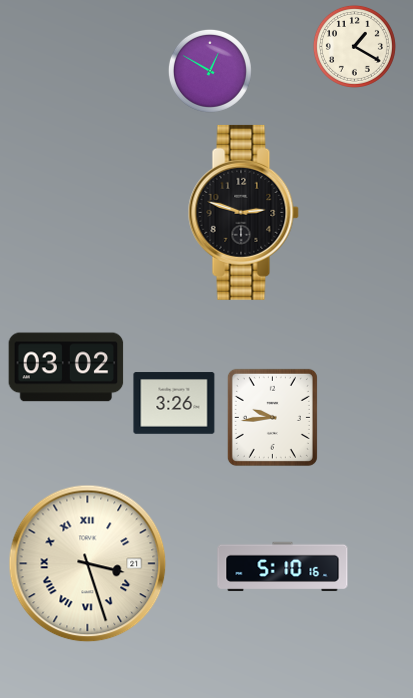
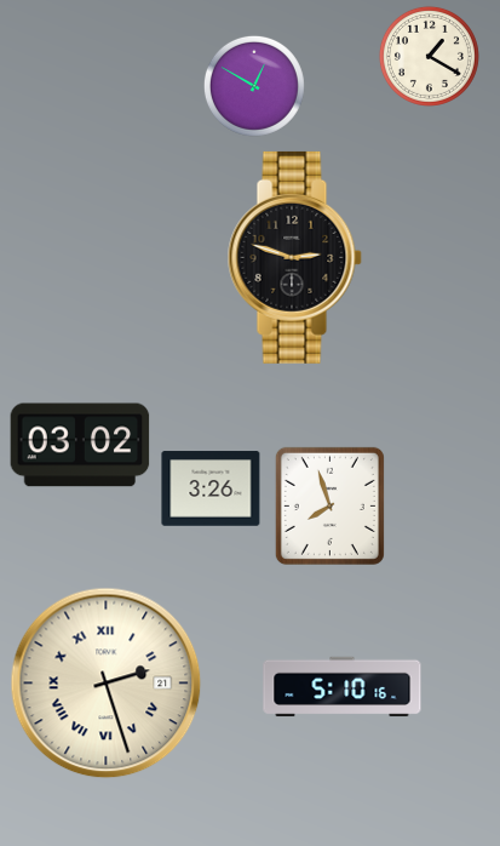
clock at (272, 417): 9:44 -> 7:57
clock at (88, 564): 3:27 -> 2:27
